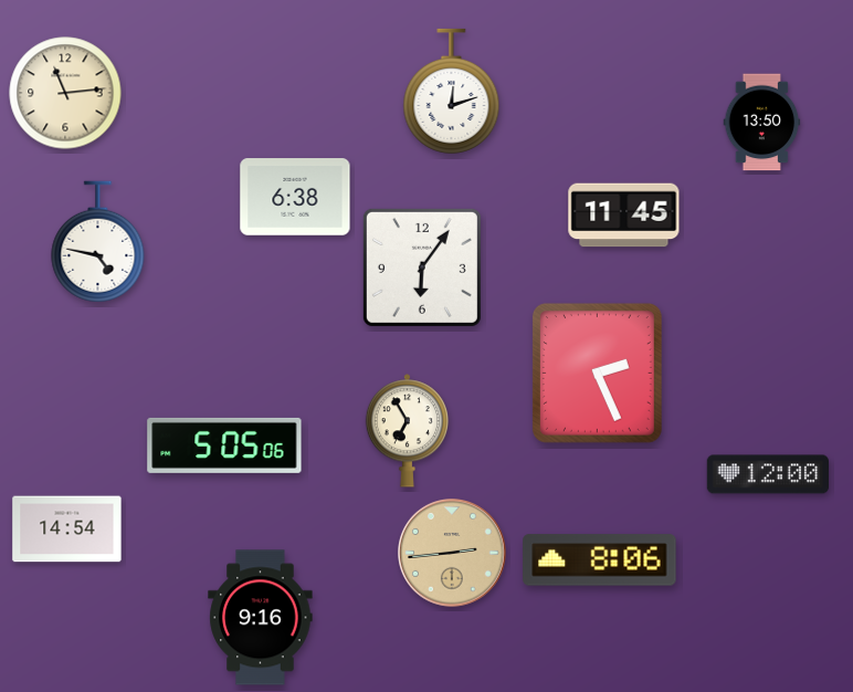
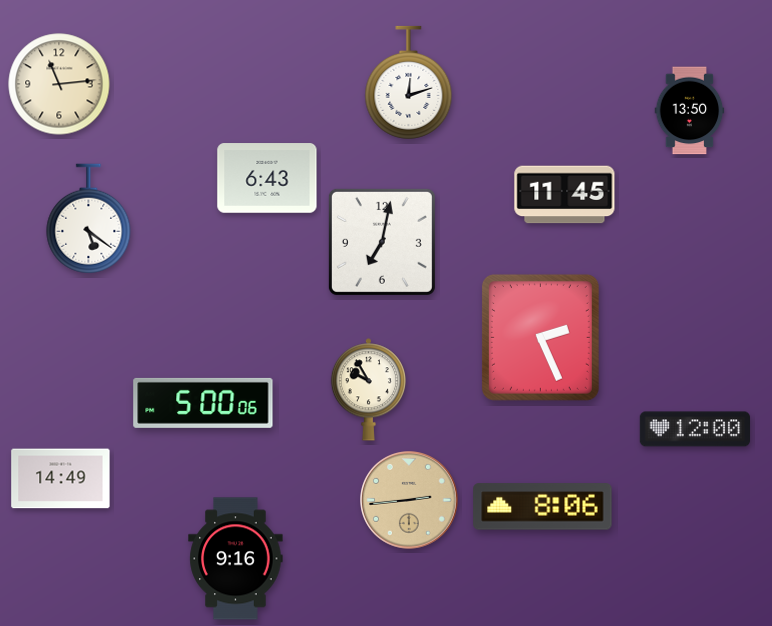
clock at (295, 197): 6:38 -> 6:43
clock at (98, 242): 4:47 -> 5:21
clock at (422, 268): 6:06 -> 7:02
clock at (407, 431): 6:55 -> 9:55
clock at (224, 445): 5:05 -> 5:00
clock at (67, 530): 14:54 -> 14:49
